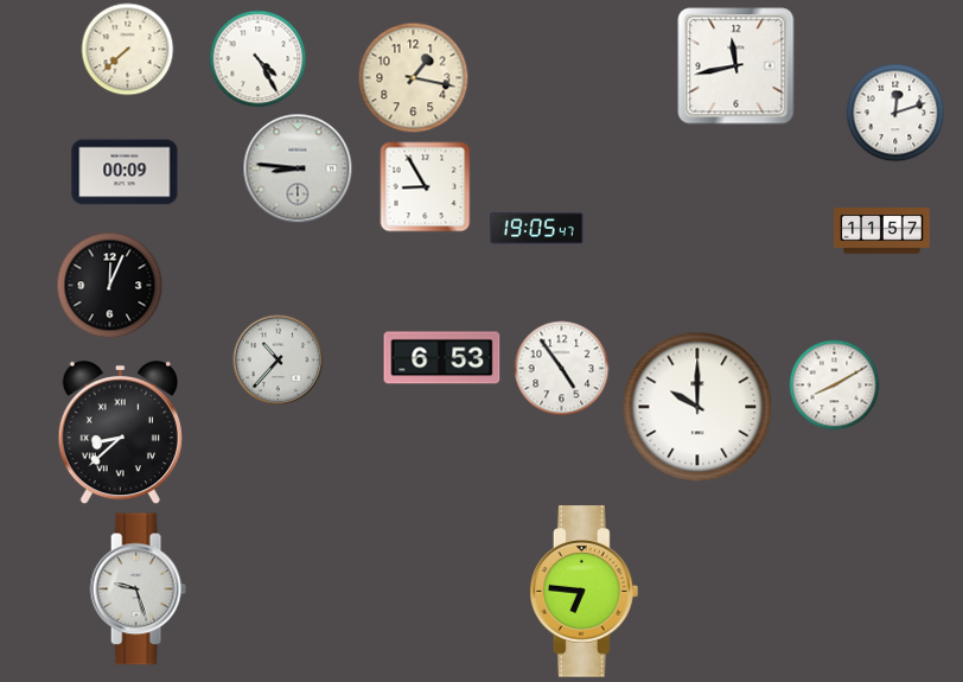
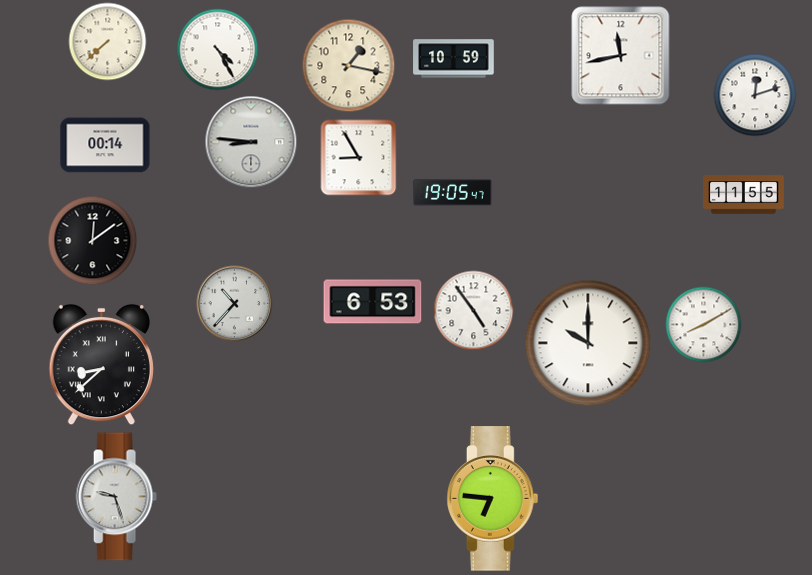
clock at (454, 59): none -> 10:59
clock at (125, 172): 00:09 -> 00:14
clock at (882, 231): 11:57 -> 11:55
clock at (110, 286): 12:04 -> 12:09
